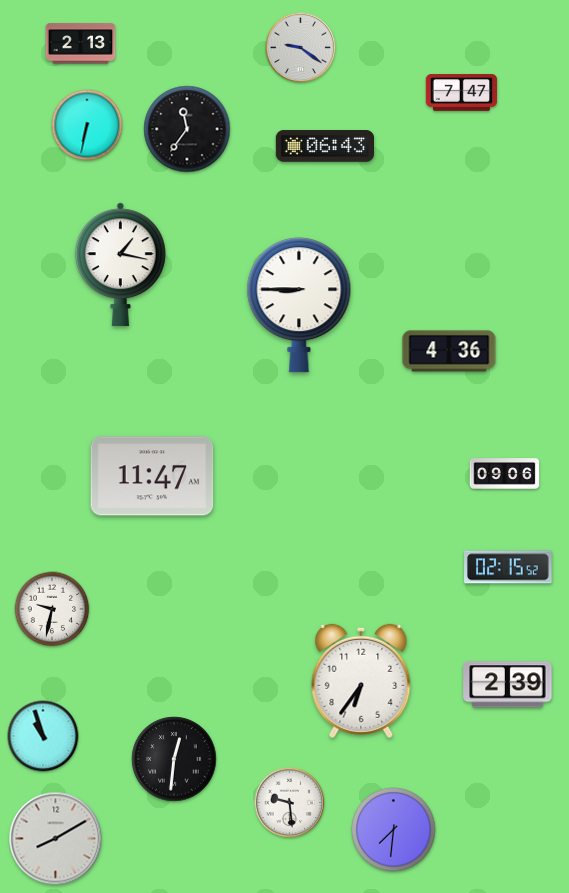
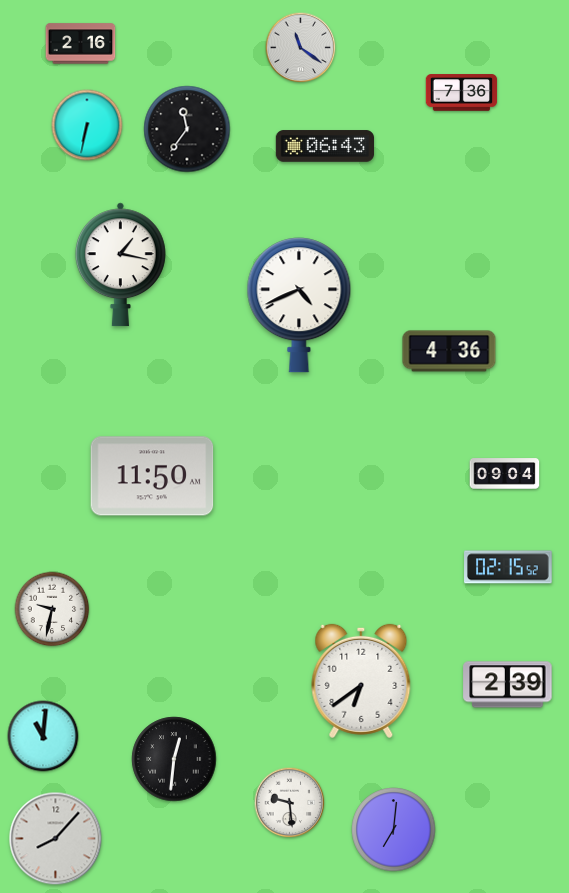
clock at (81, 44): 2:13 -> 2:16
clock at (301, 48): 9:21 -> 11:21
clock at (462, 93): 7:47 -> 7:36
clock at (299, 305): 8:45 -> 4:41
clock at (505, 474): 09:06 -> 09:04
clock at (152, 476): 11:47 -> 11:50
clock at (361, 681): 6:36 -> 6:39
clock at (43, 736): 10:57 -> 11:01
clock at (394, 830): 7:31 -> 7:01
clock at (56, 839): 8:10 -> 8:07
